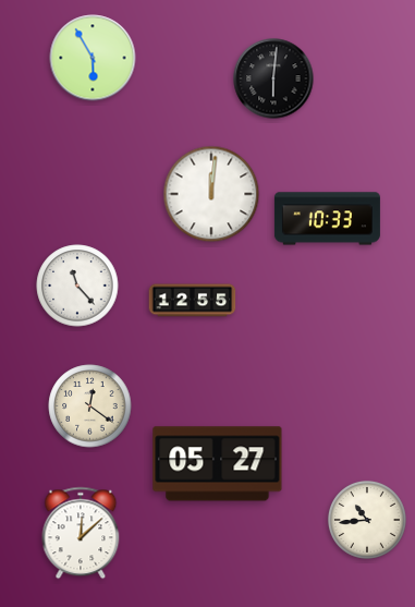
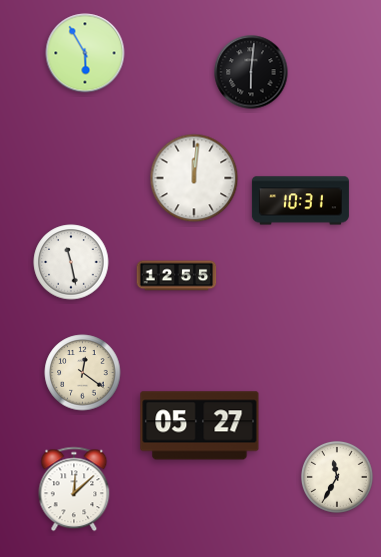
clock at (327, 219): 10:33 -> 10:31
clock at (77, 286): 11:23 -> 11:28
clock at (367, 520): 10:44 -> 11:35
